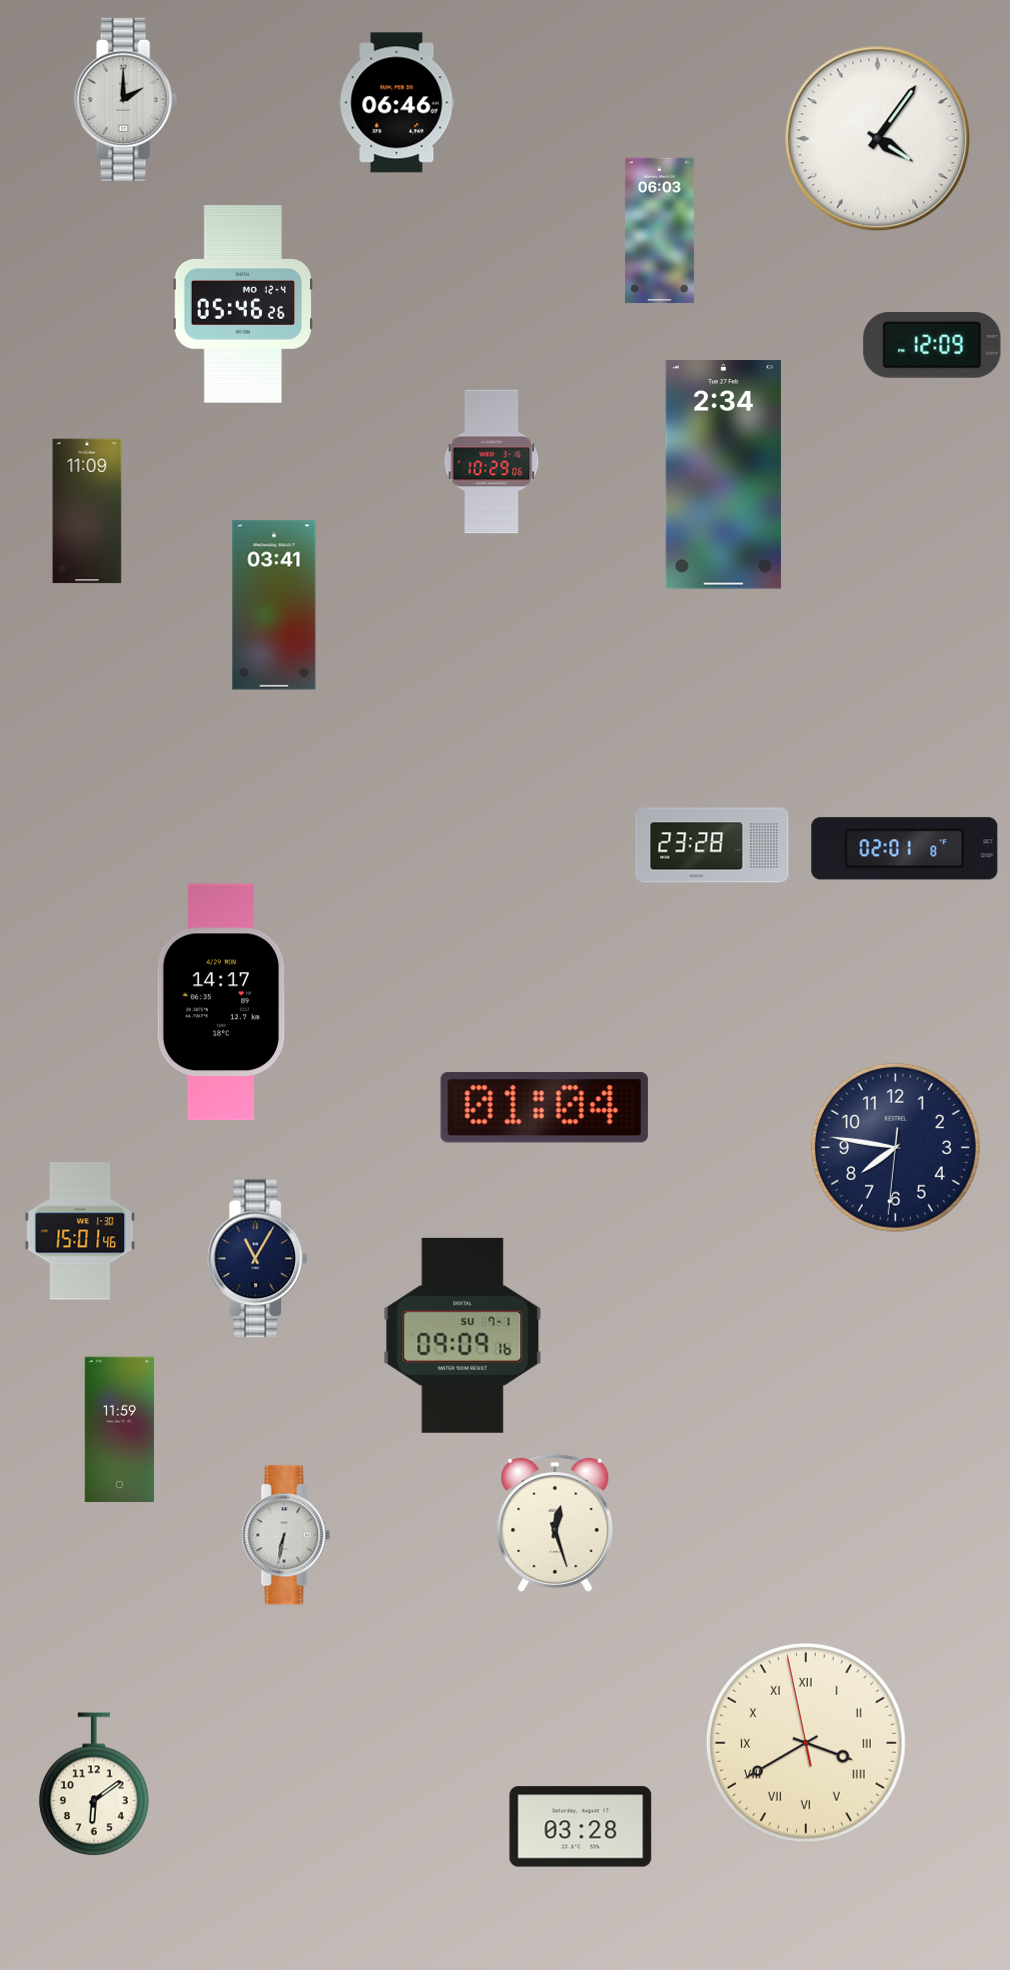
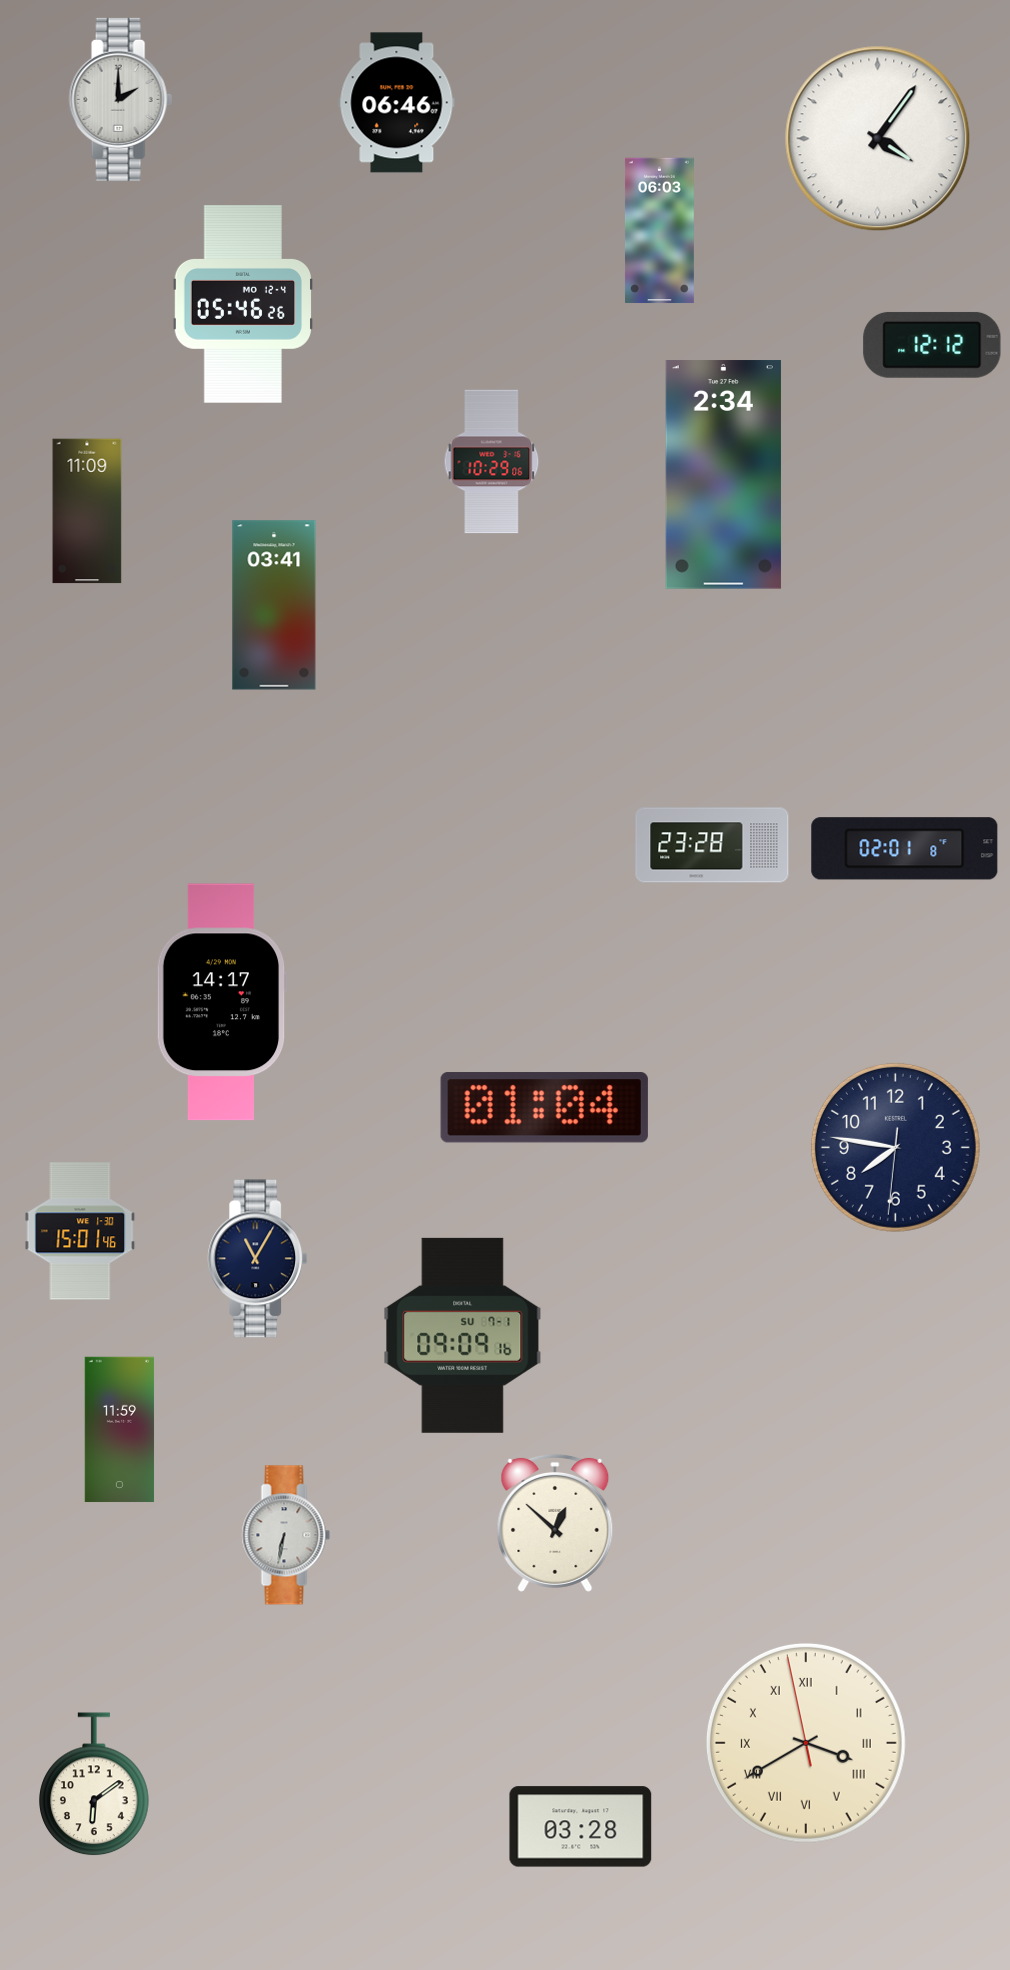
clock at (125, 99) position: (125, 99) -> (120, 99)
clock at (932, 345): 12:09 -> 12:12
clock at (555, 1523): 12:27 -> 12:52
